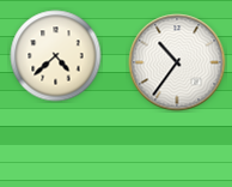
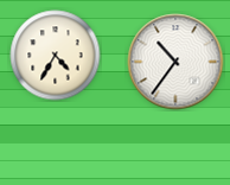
clock at (56, 56): 4:38 -> 4:35
